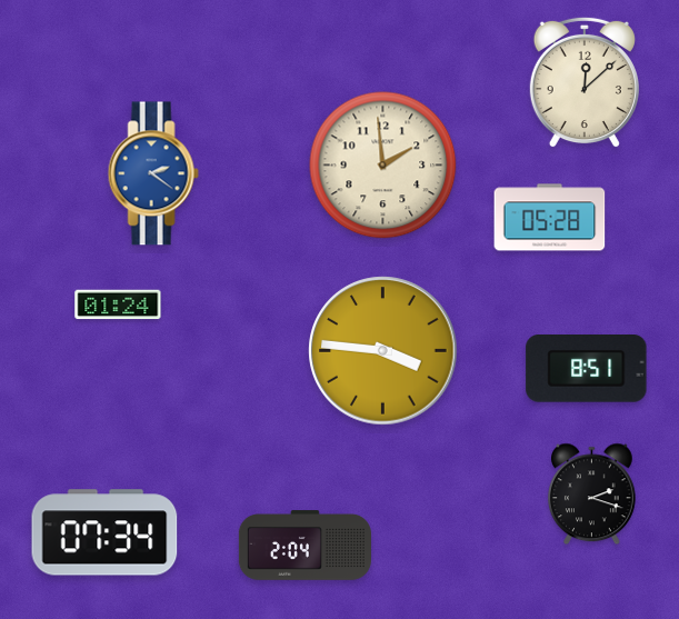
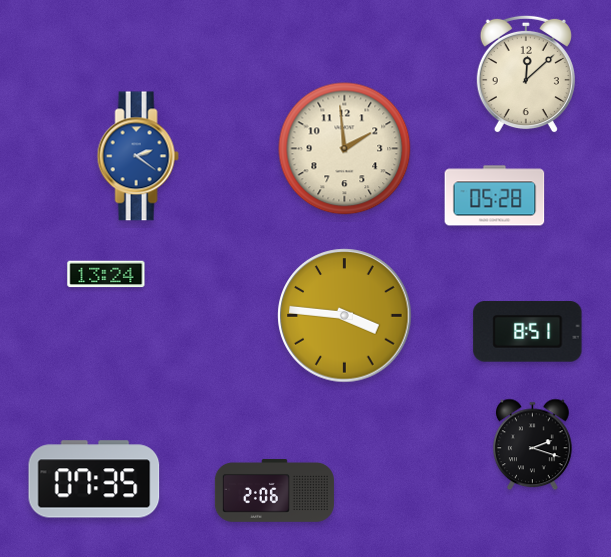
clock at (118, 304): 01:24 -> 13:24
clock at (104, 532): 07:34 -> 07:35
clock at (304, 546): 2:04 -> 2:06
